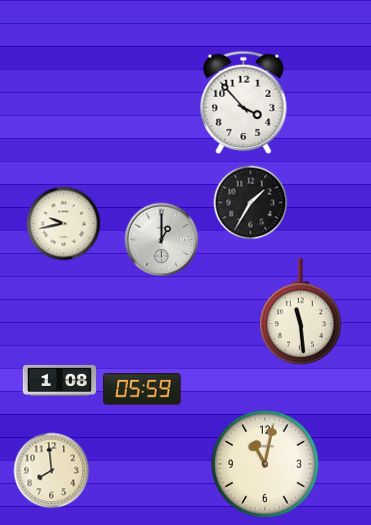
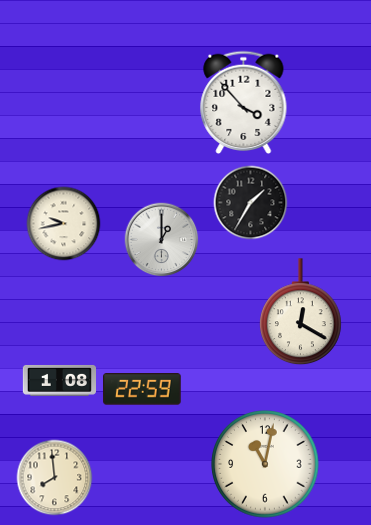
clock at (301, 312): 11:29 -> 12:20
clock at (143, 389): 05:59 -> 22:59
clock at (52, 471) position: (52, 471) -> (55, 478)
